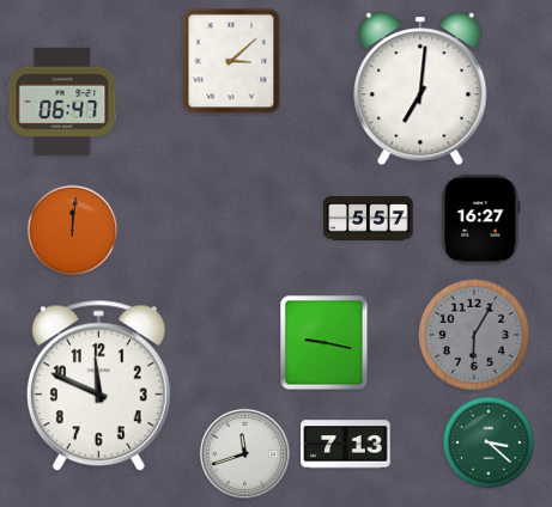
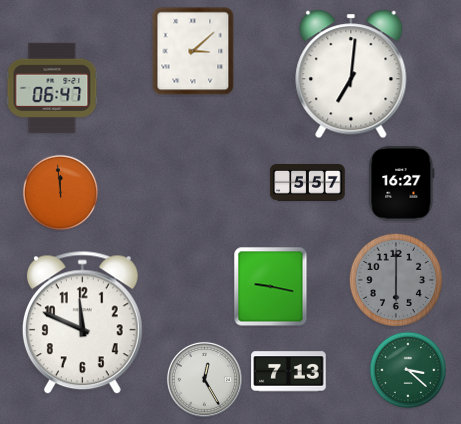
clock at (62, 102) position: (62, 102) -> (52, 88)
clock at (73, 231): 12:01 -> 11:59
clock at (474, 335): 6:05 -> 6:00
clock at (244, 453): 11:42 -> 12:25
